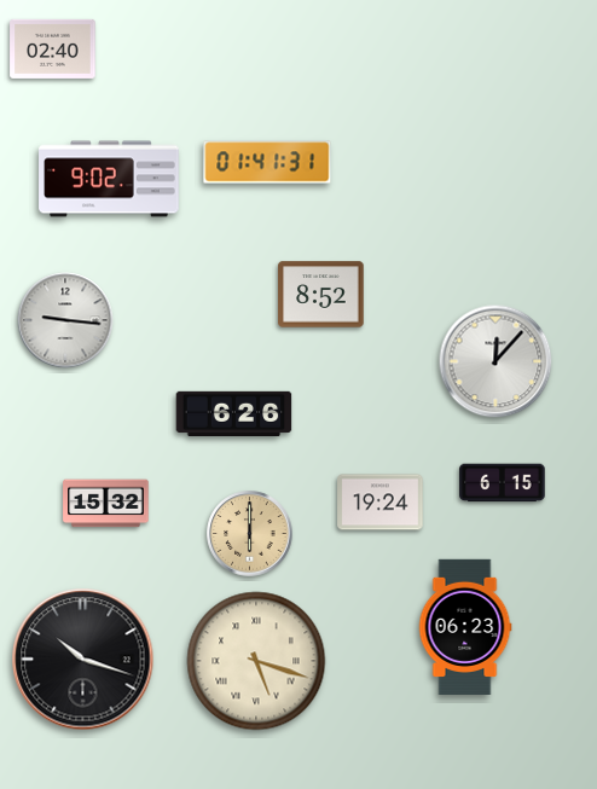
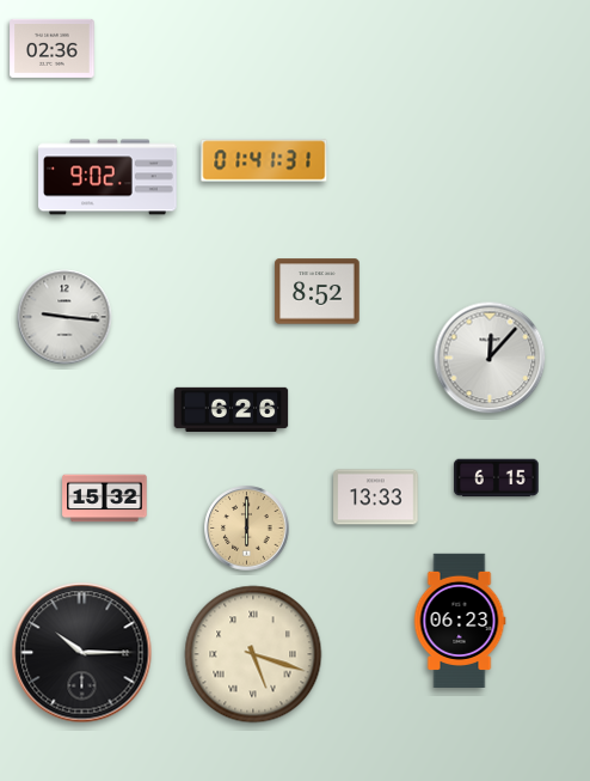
clock at (53, 48): 02:40 -> 02:36
clock at (381, 503): 19:24 -> 13:33
clock at (83, 660): 10:18 -> 10:15
